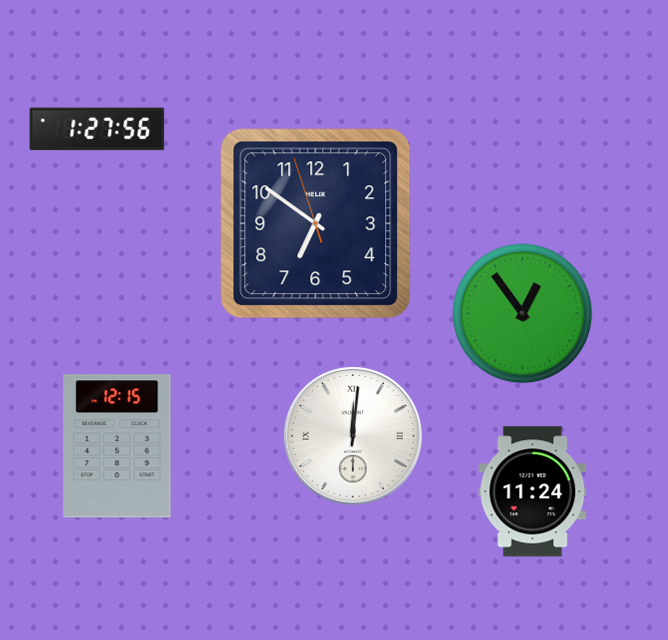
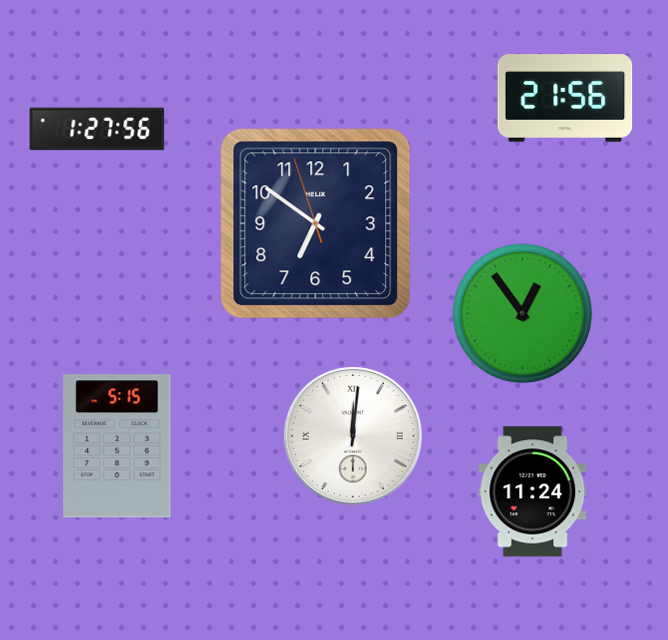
clock at (565, 98): none -> 21:56
clock at (117, 446): 12:15 -> 5:15
